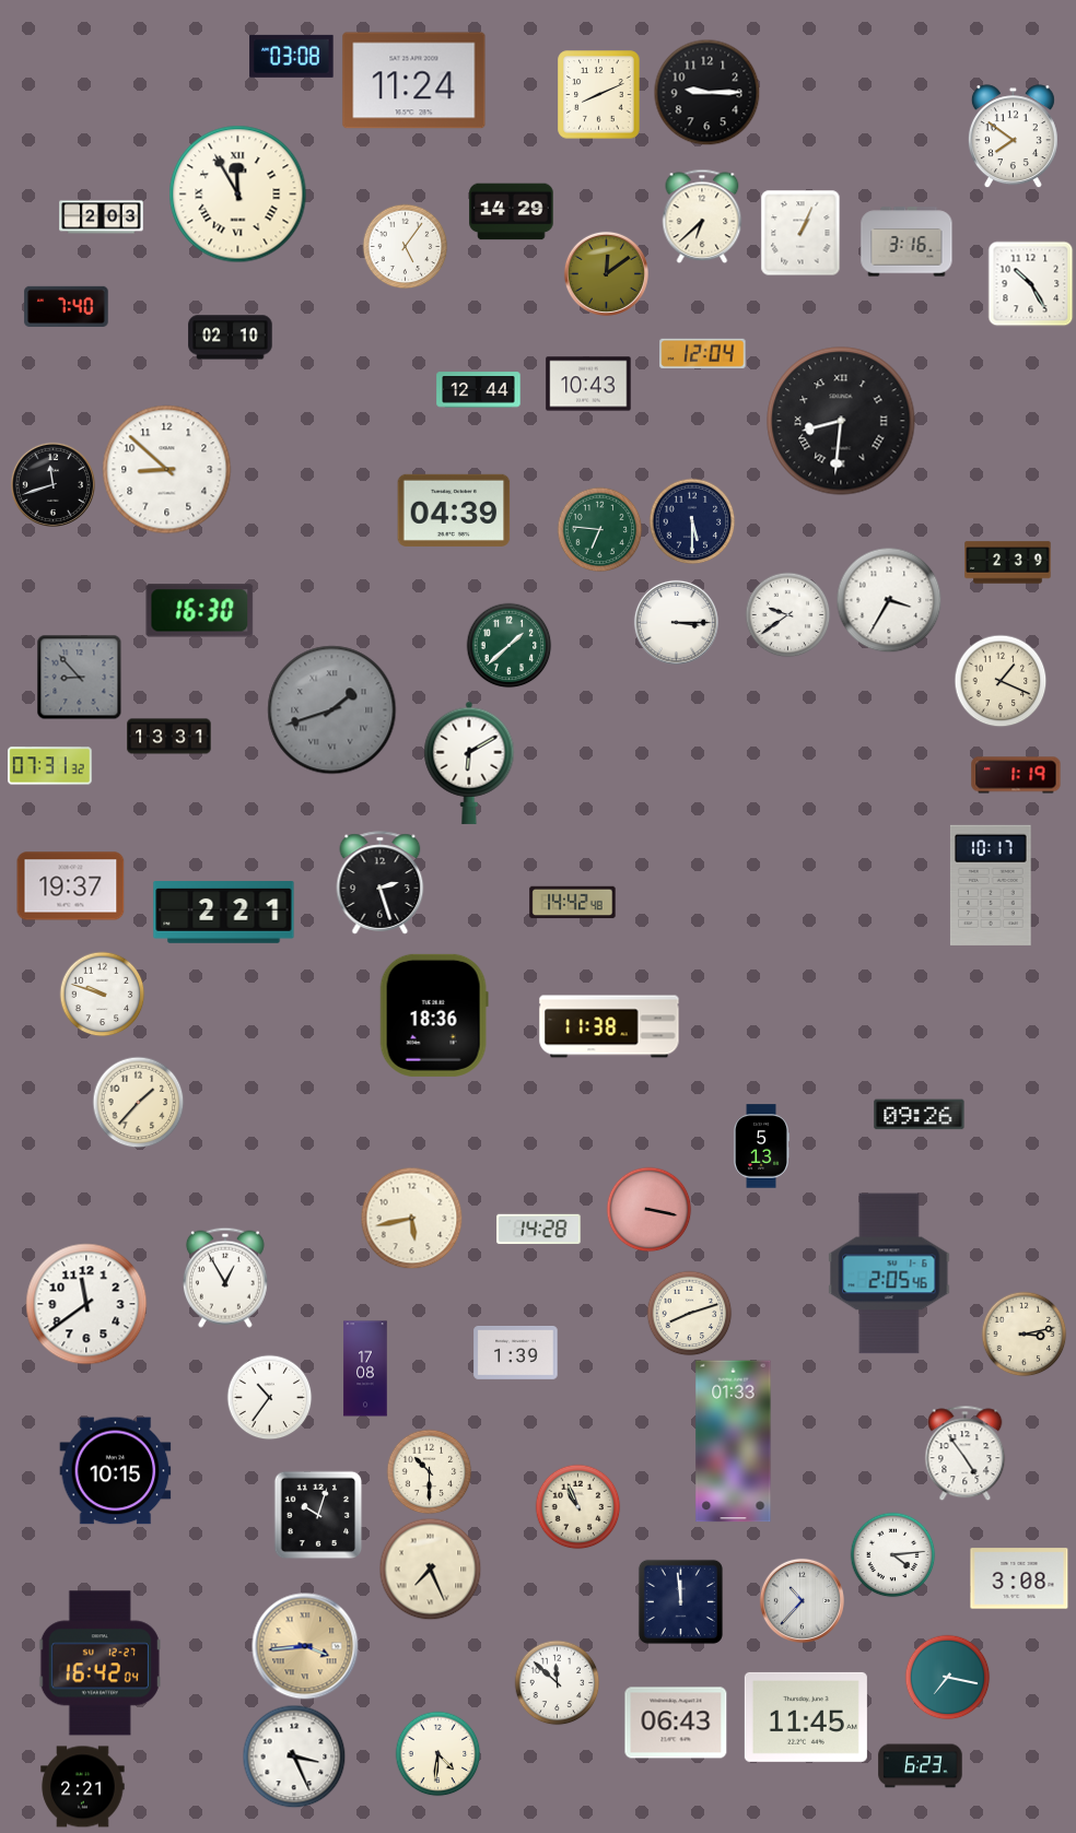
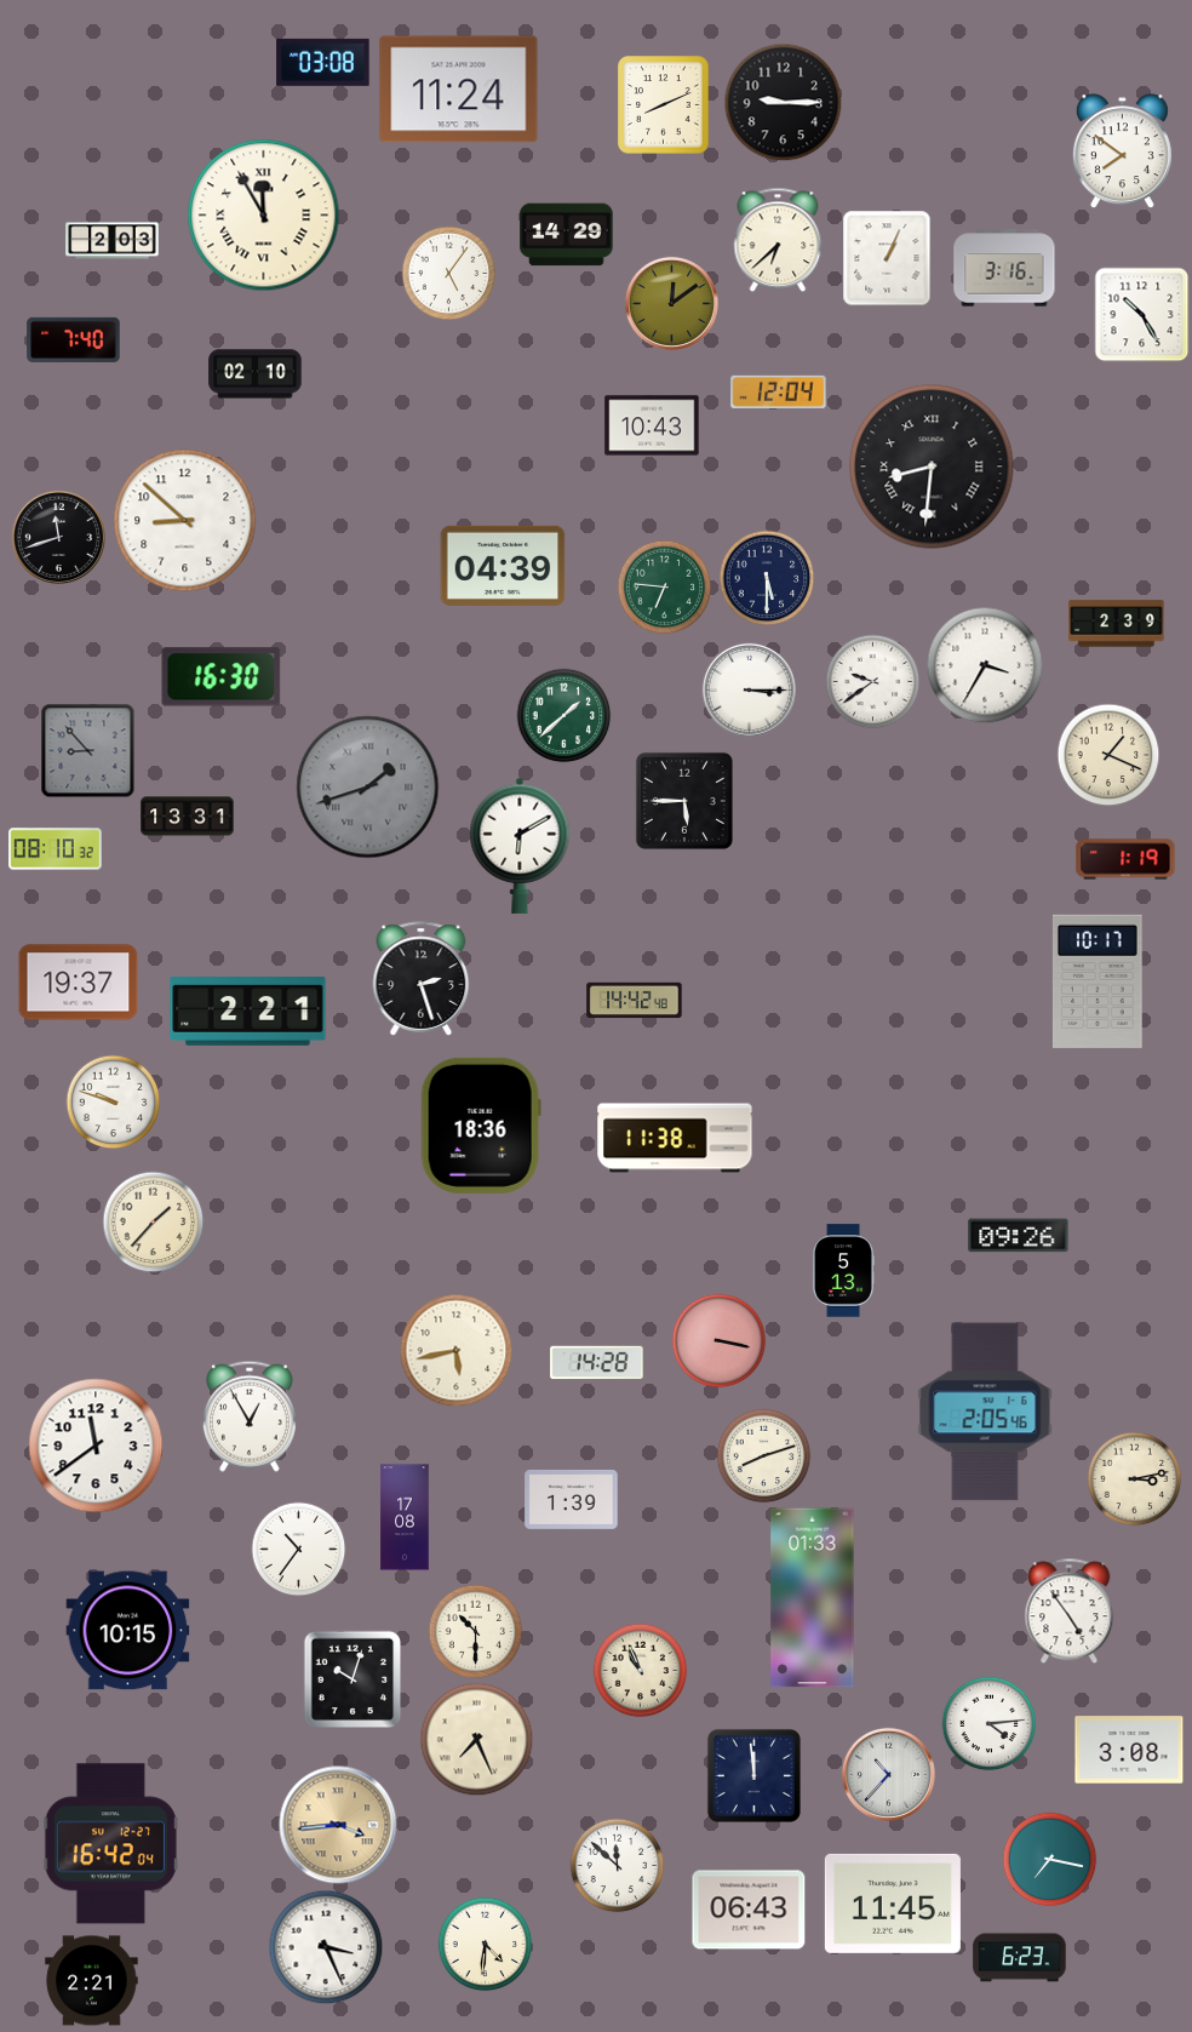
clock at (479, 390): 12:44 -> none
clock at (684, 801): none -> 5:45
clock at (50, 766): 07:31 -> 08:10
